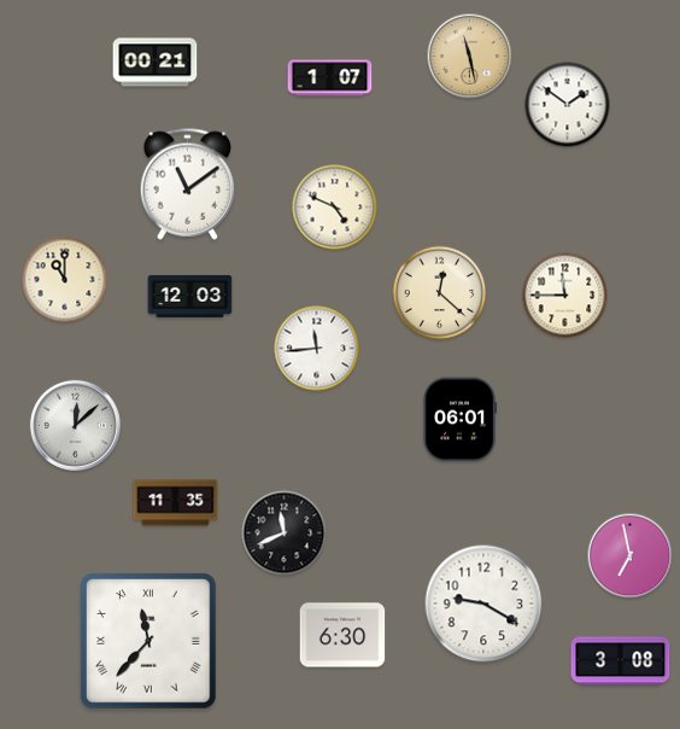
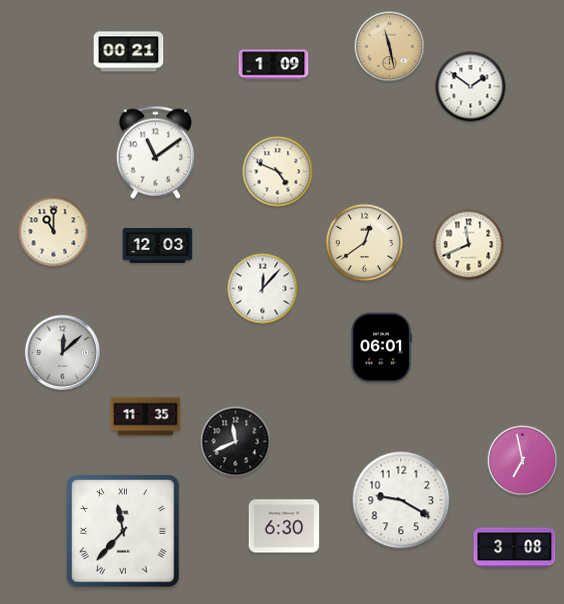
clock at (330, 78): 1:07 -> 1:09
clock at (440, 293): 12:22 -> 12:39
clock at (565, 296): 11:45 -> 11:41
clock at (317, 349): 11:44 -> 12:07
